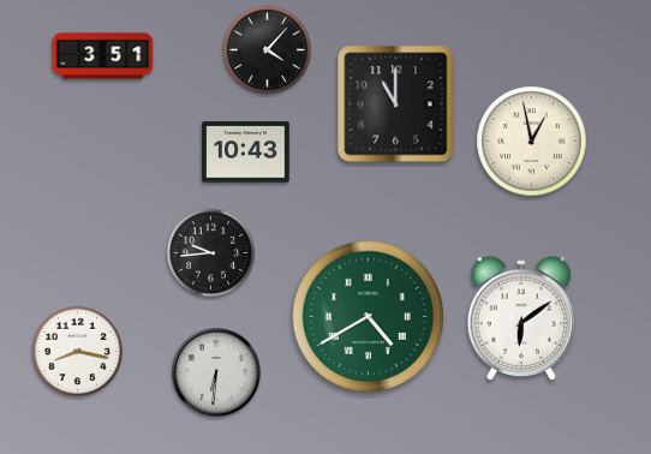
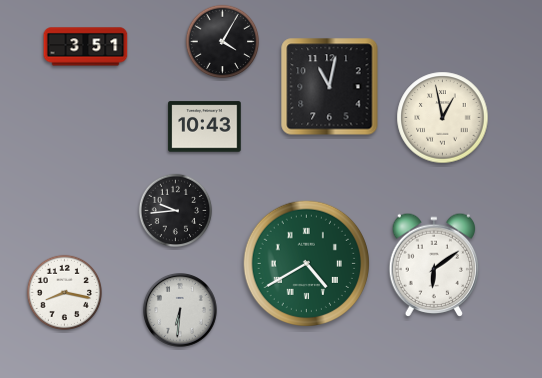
clock at (268, 50): 4:07 -> 4:05
clock at (396, 104): 11:00 -> 11:02
